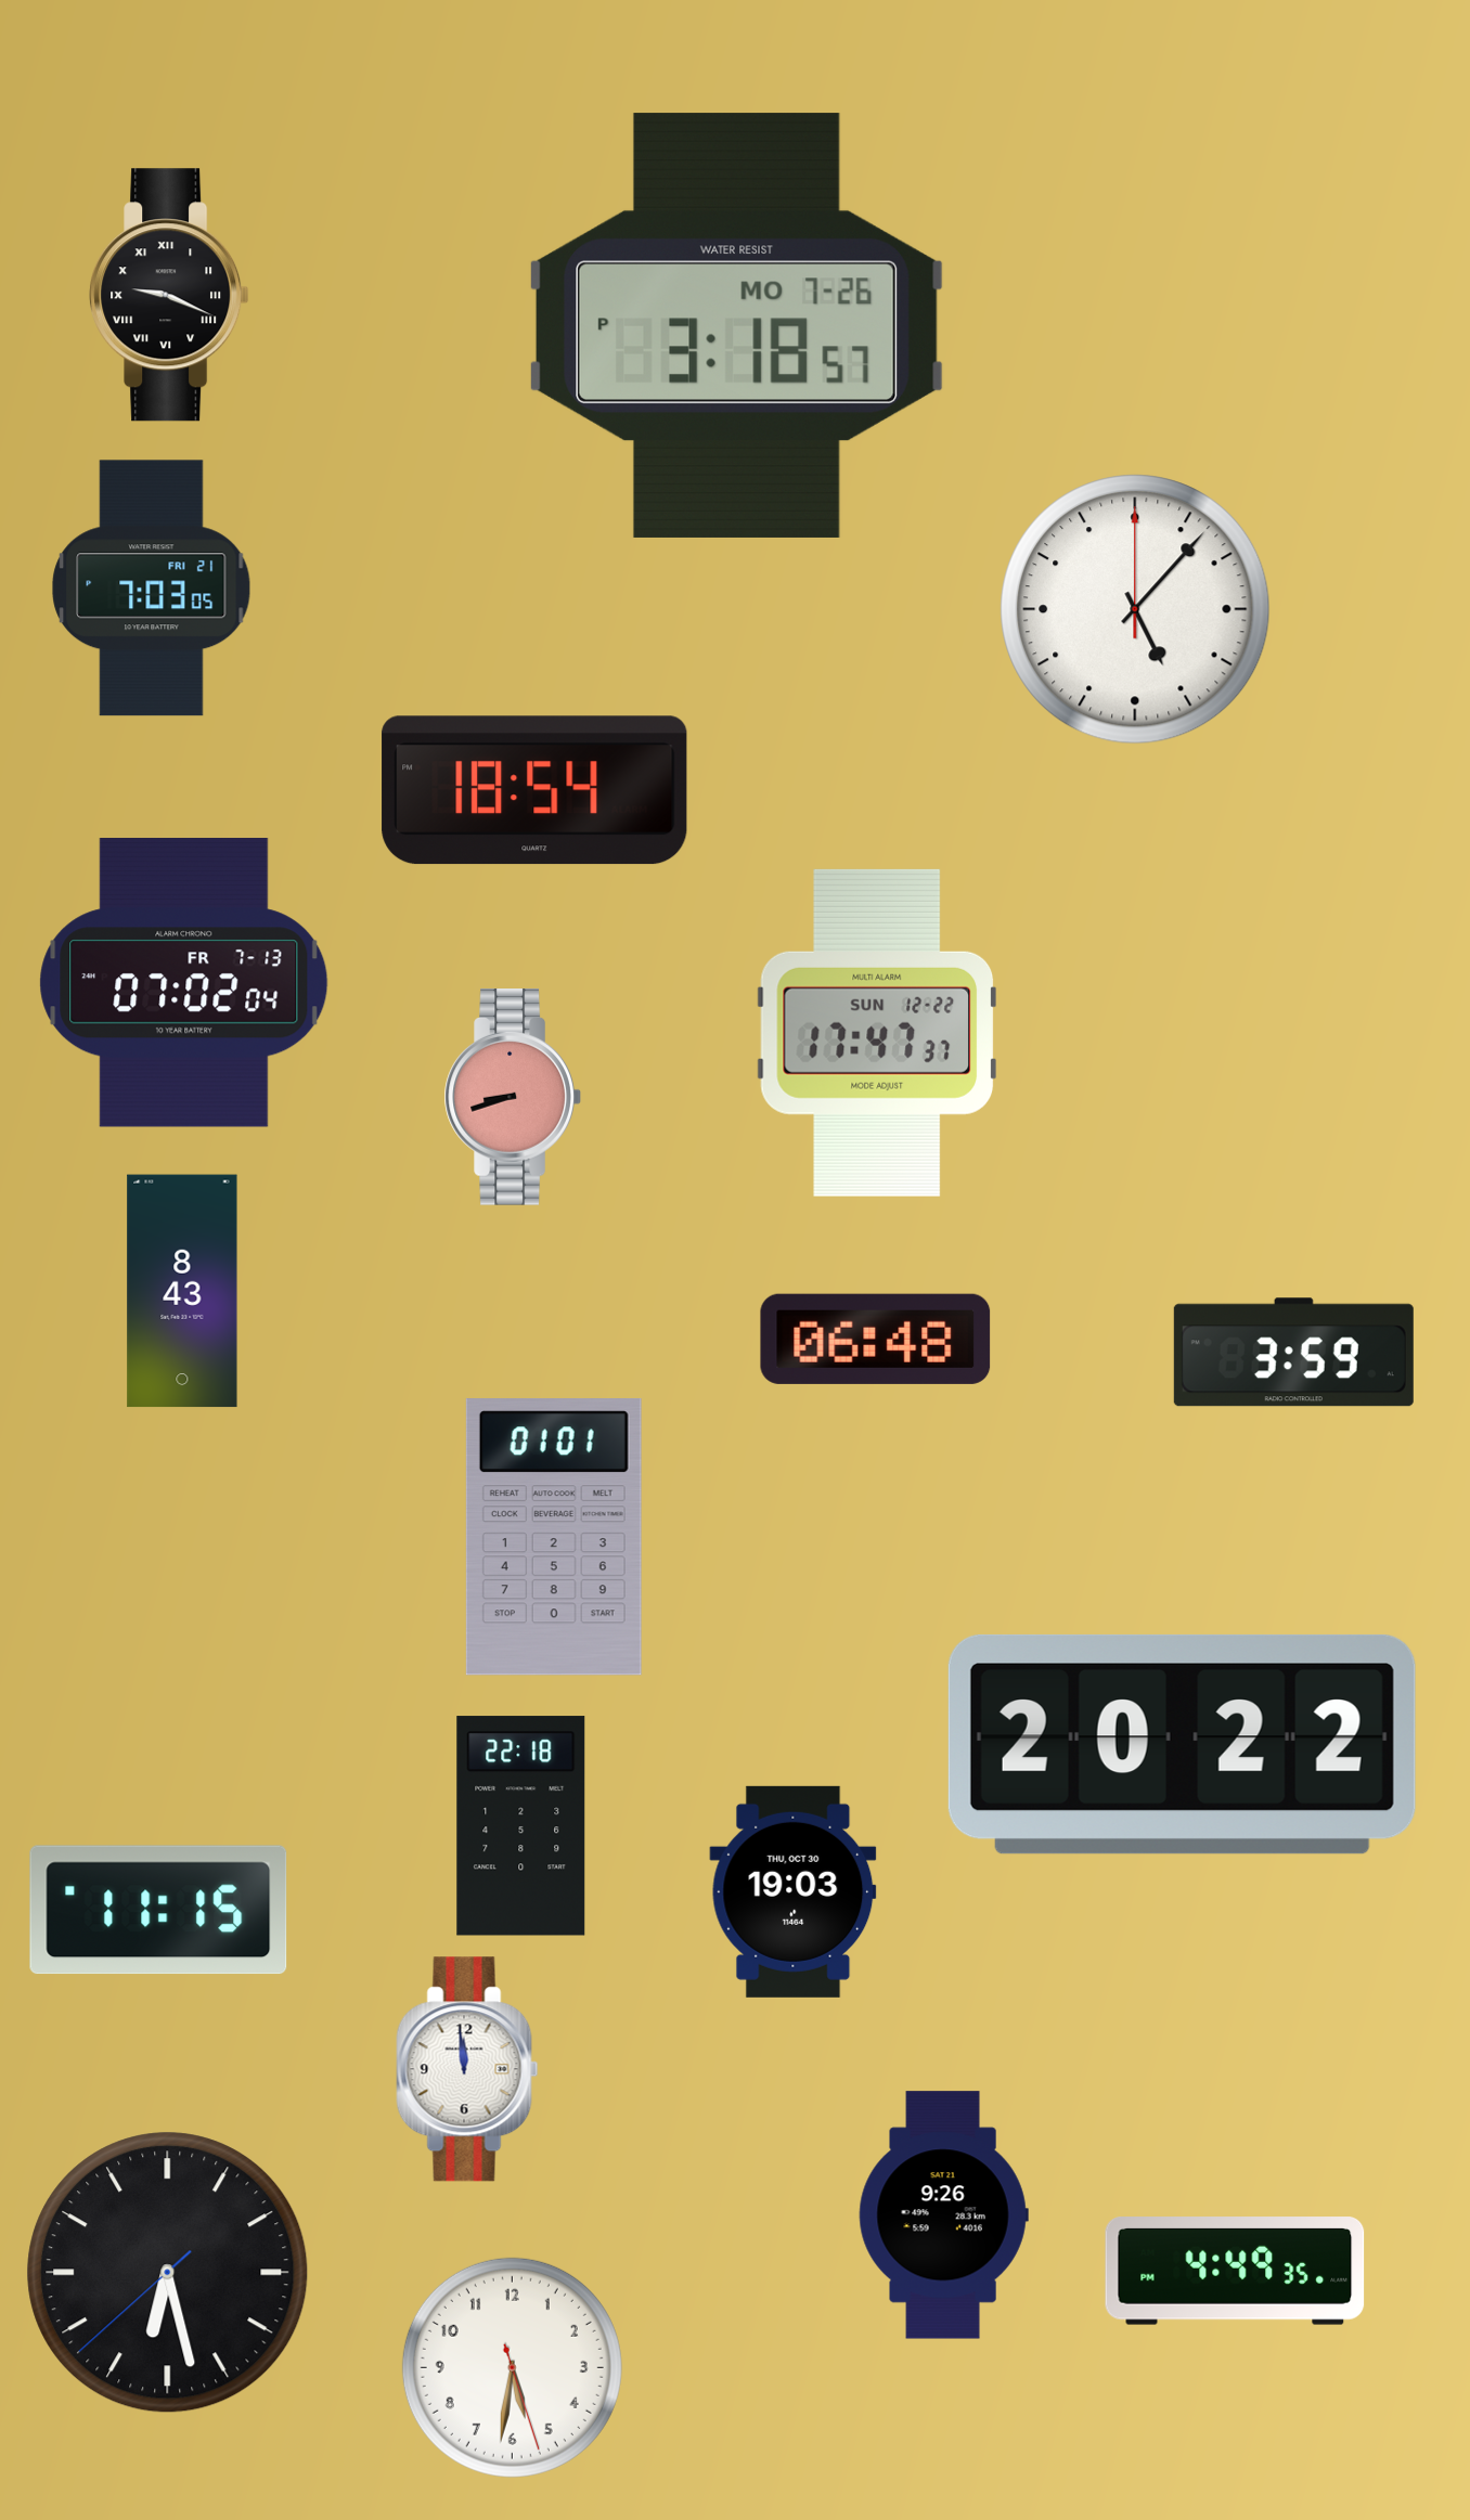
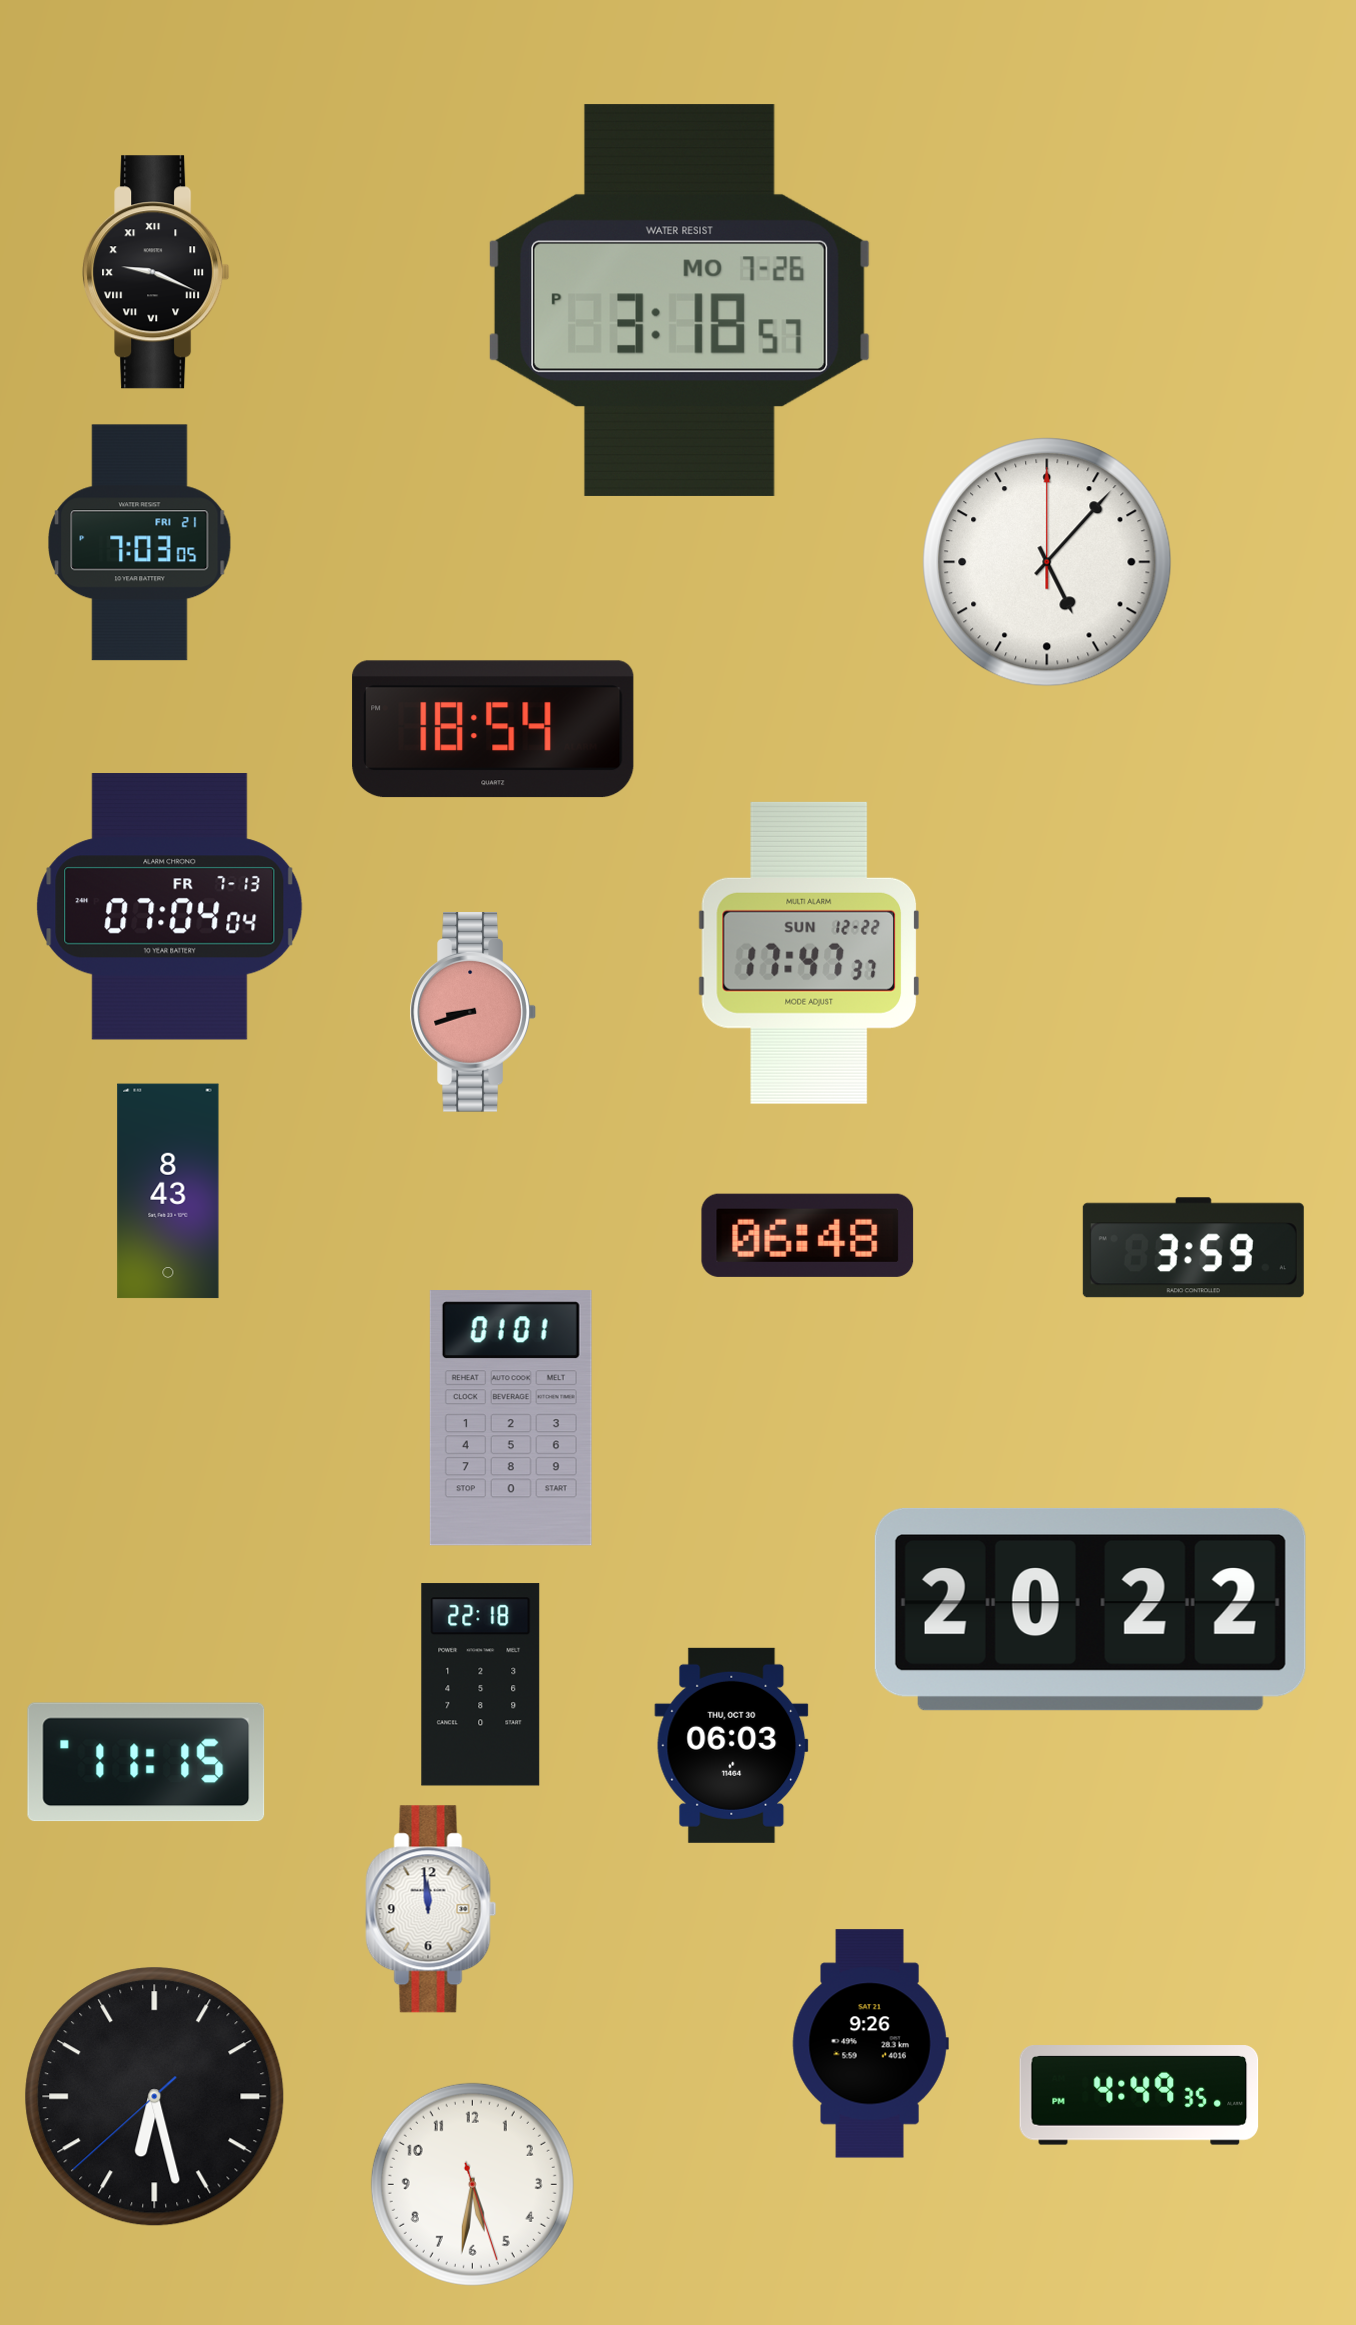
clock at (184, 983): 07:02 -> 07:04
clock at (794, 1891): 19:03 -> 06:03
